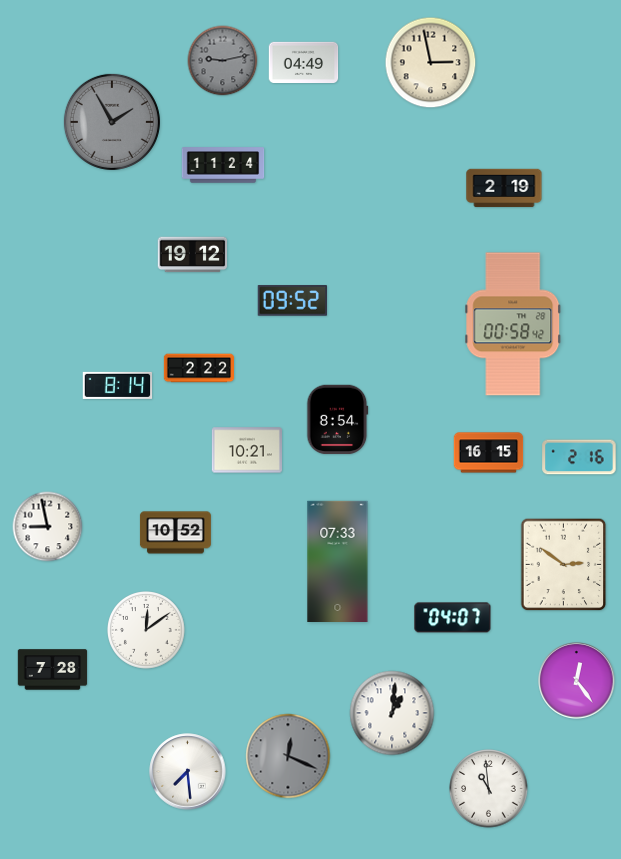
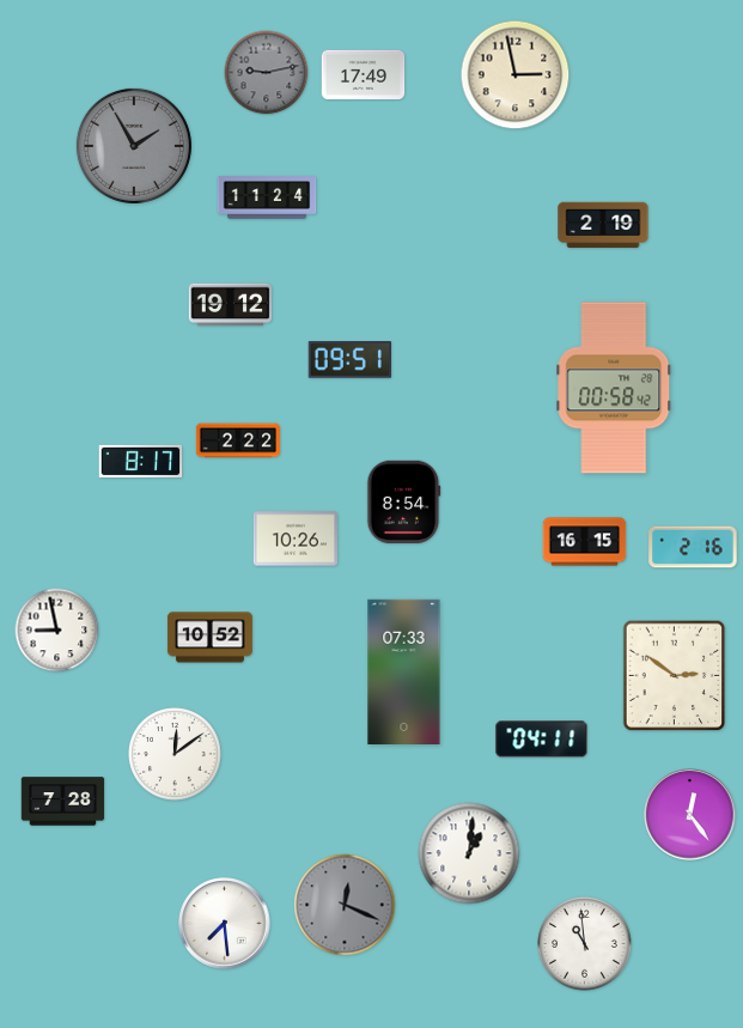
clock at (304, 62): 04:49 -> 17:49
clock at (292, 301): 09:52 -> 09:51
clock at (118, 385): 8:14 -> 8:17
clock at (247, 450): 10:21 -> 10:26
clock at (453, 618): 04:07 -> 04:11
